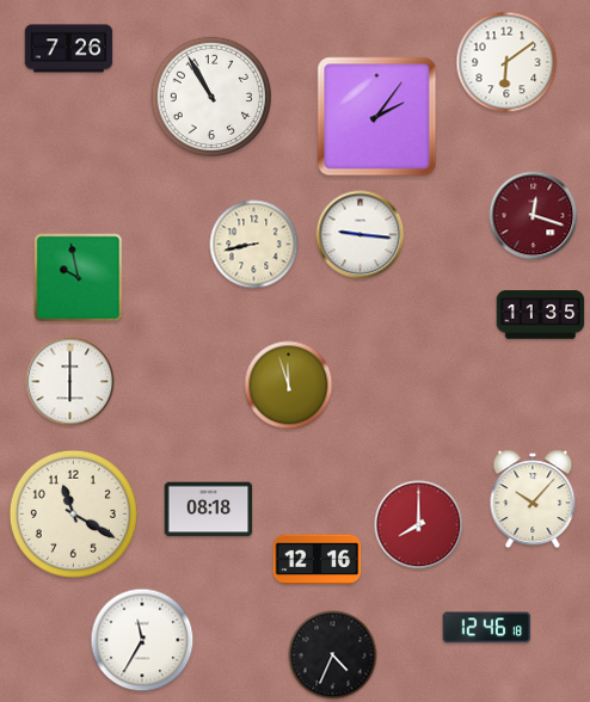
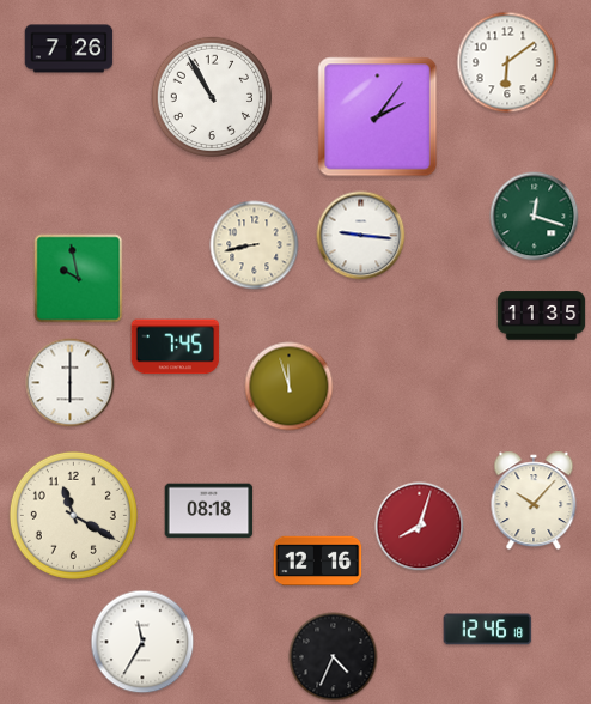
clock at (534, 216) dial: burgundy -> green
clock at (176, 347): none -> 7:45
clock at (419, 525): 8:00 -> 8:03
